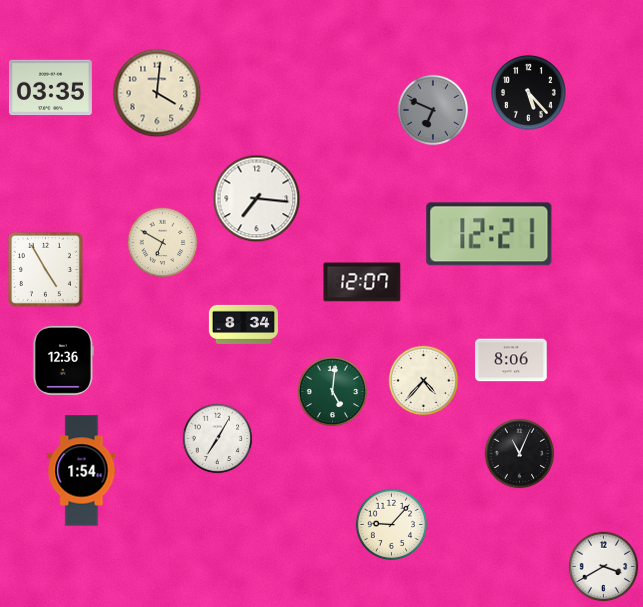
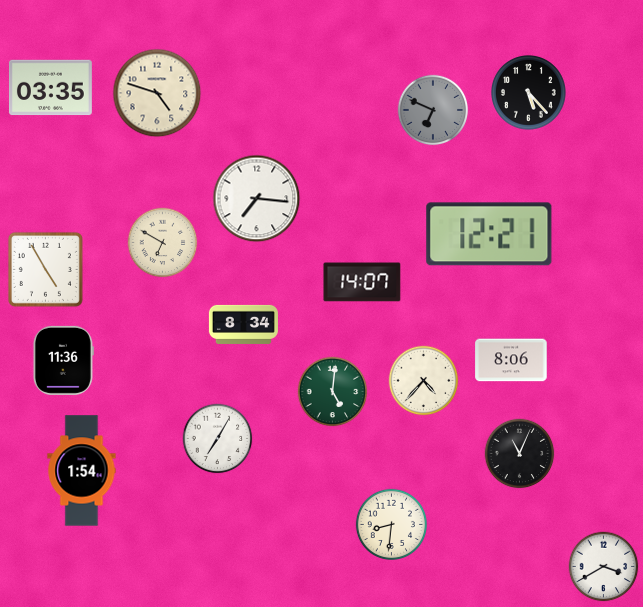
clock at (157, 93): 4:01 -> 4:48
clock at (362, 282): 12:07 -> 14:07
clock at (63, 360): 12:36 -> 11:36
clock at (391, 524): 9:07 -> 8:31
